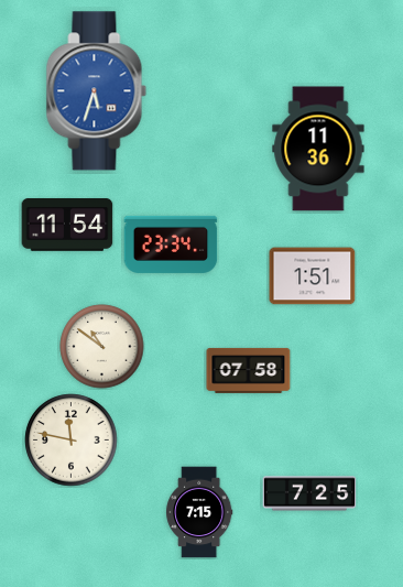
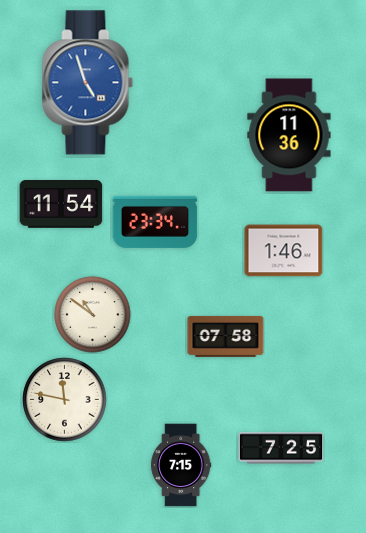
clock at (97, 91): 5:33 -> 4:57
clock at (313, 276): 1:51 -> 1:46
